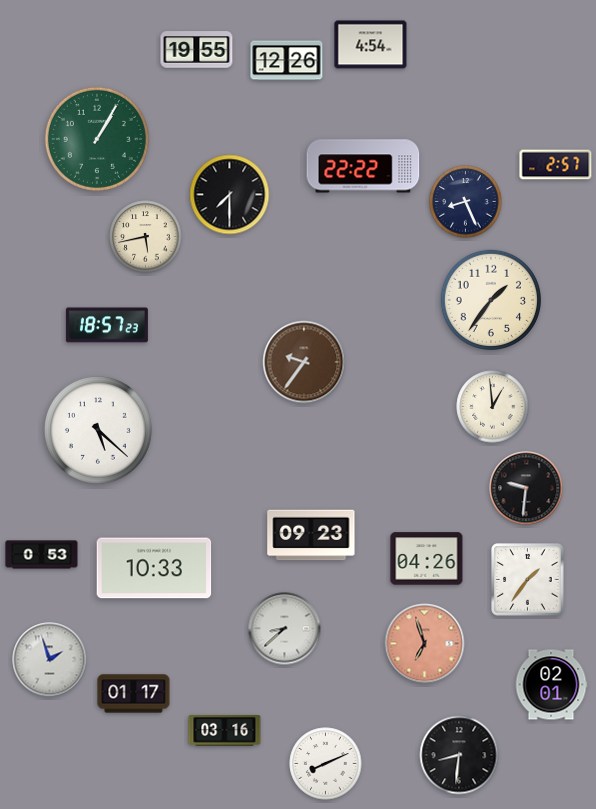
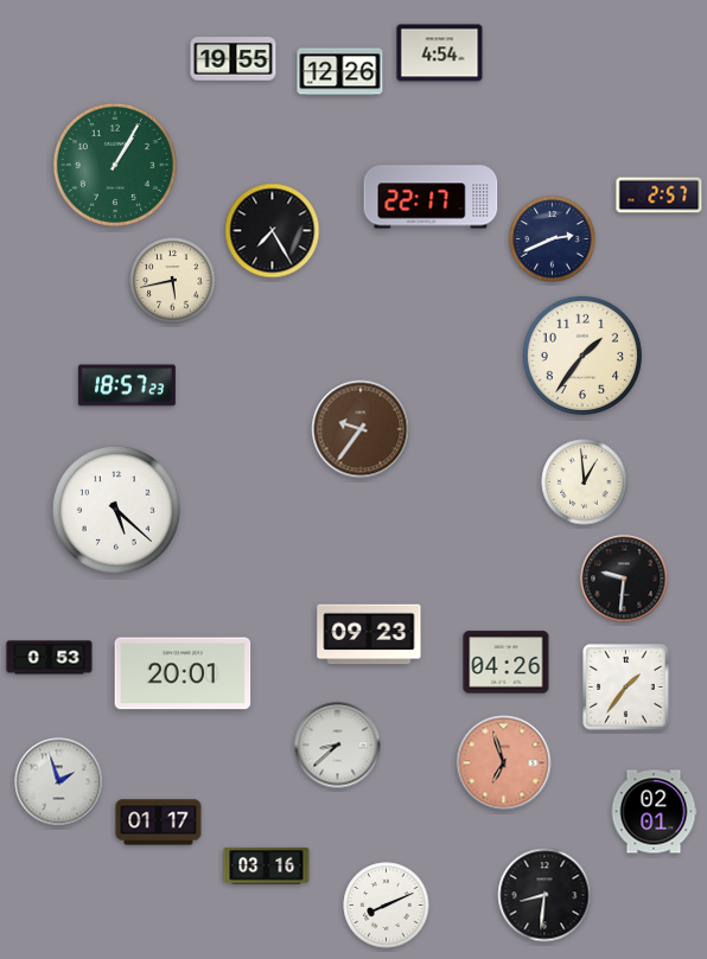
clock at (363, 166): 22:22 -> 22:17
clock at (230, 195): 7:30 -> 7:25
clock at (466, 202): 8:26 -> 2:41
clock at (154, 568): 10:33 -> 20:01
